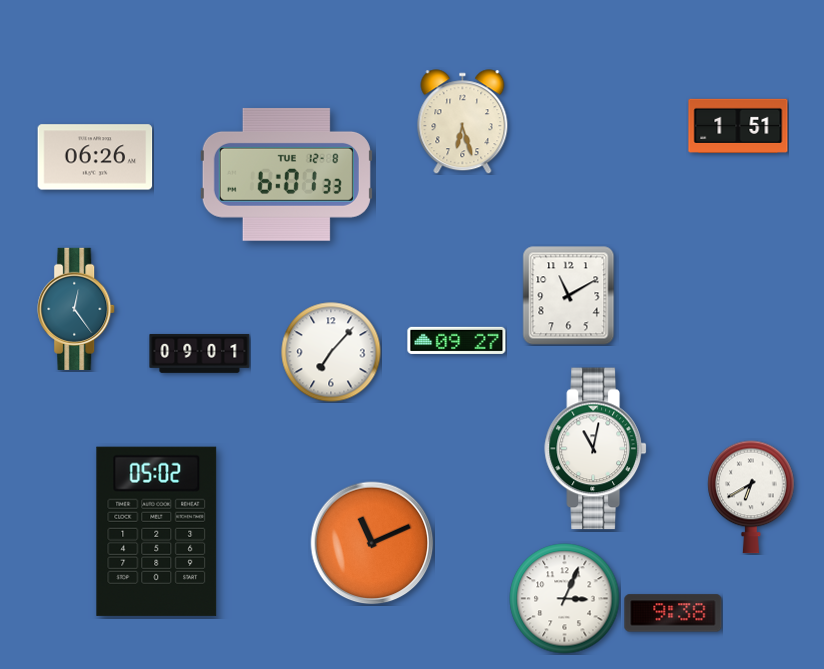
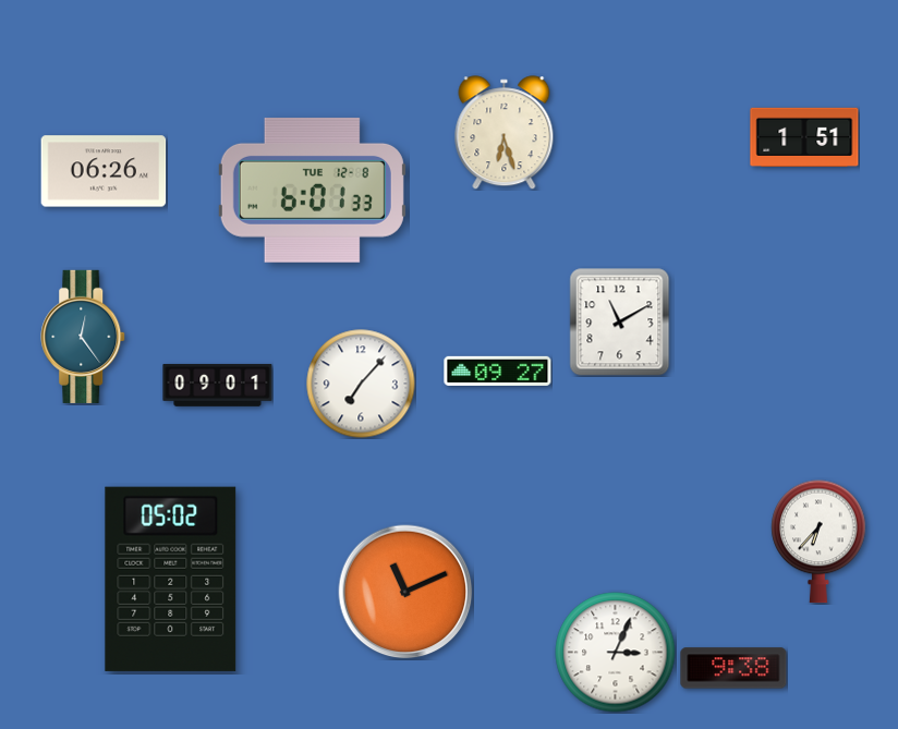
clock at (596, 449): 11:02 -> none
clock at (751, 497): 6:40 -> 6:37
